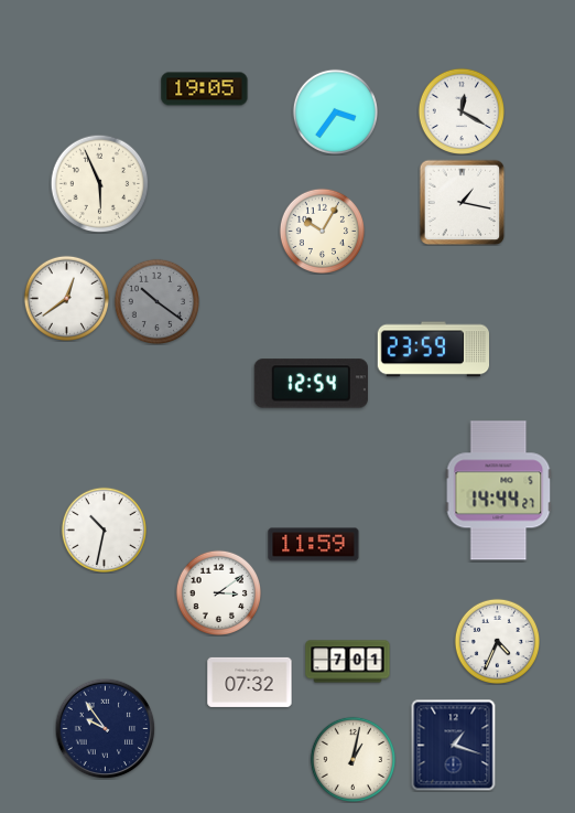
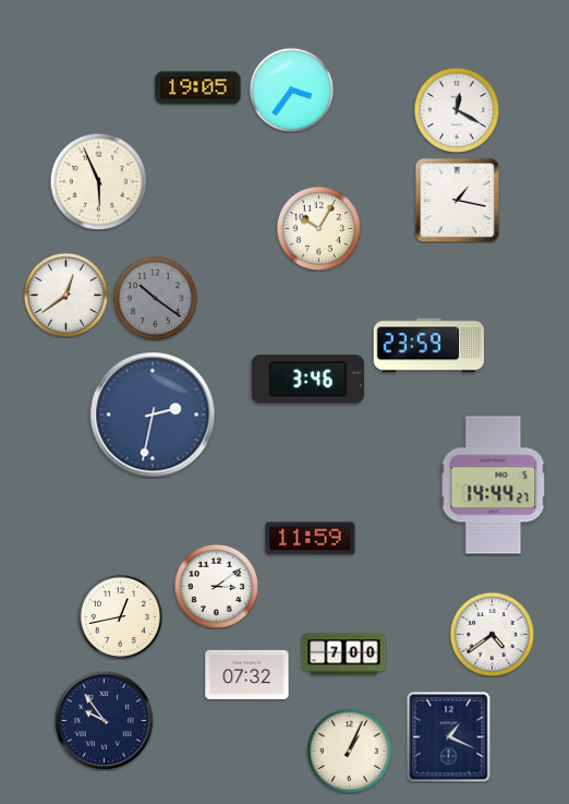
clock at (205, 89) position: (205, 89) -> (198, 88)
clock at (335, 111) position: (335, 111) -> (291, 89)
clock at (311, 384): 12:54 -> 3:46
clock at (153, 415): none -> 2:32
clock at (104, 529): 10:32 -> none
clock at (120, 616): none -> 12:43
clock at (497, 641): 4:34 -> 4:39
clock at (348, 662): 7:01 -> 7:00
clock at (454, 745): 1:18 -> 1:19
clock at (352, 759): 1:02 -> 1:04
